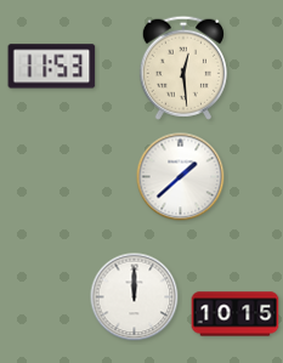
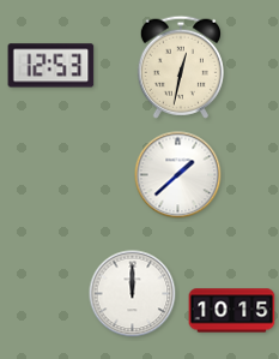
clock at (52, 67): 11:53 -> 12:53
clock at (183, 68): 12:29 -> 12:32
